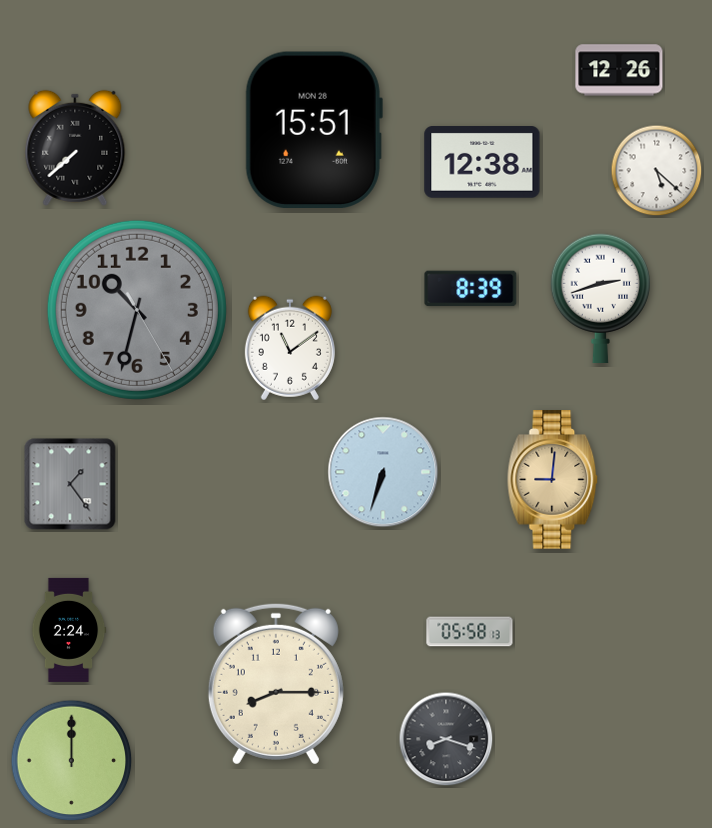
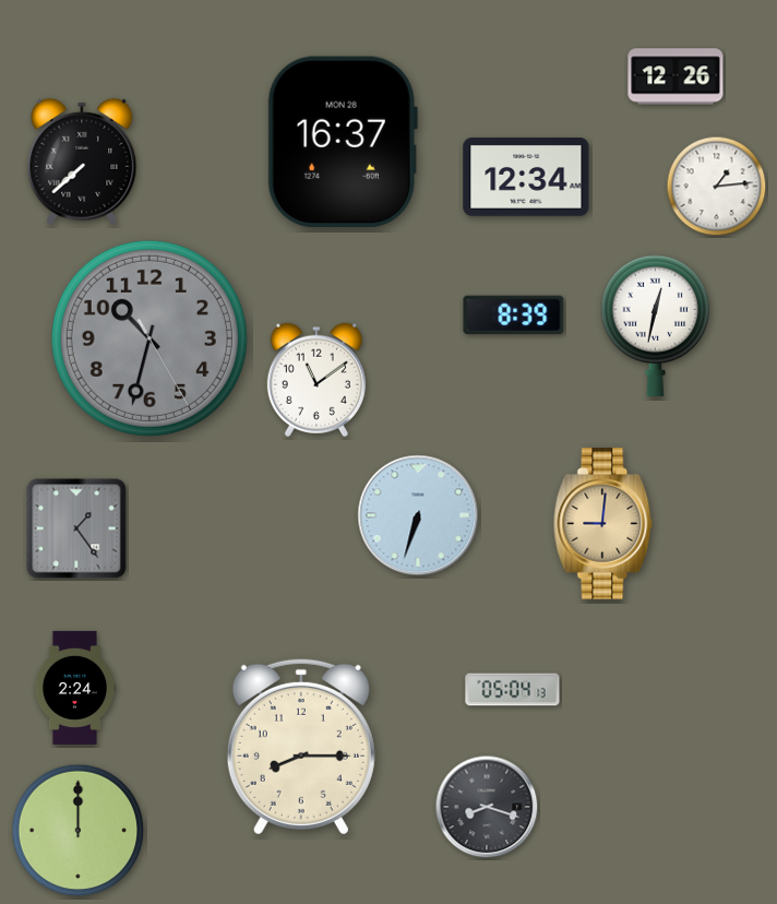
clock at (314, 130): 15:51 -> 16:37
clock at (482, 163): 12:38 -> 12:34
clock at (657, 171): 5:22 -> 1:14
clock at (600, 299): 2:42 -> 12:32
clock at (470, 632): 05:58 -> 05:04
